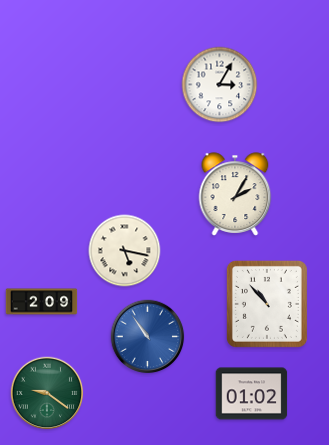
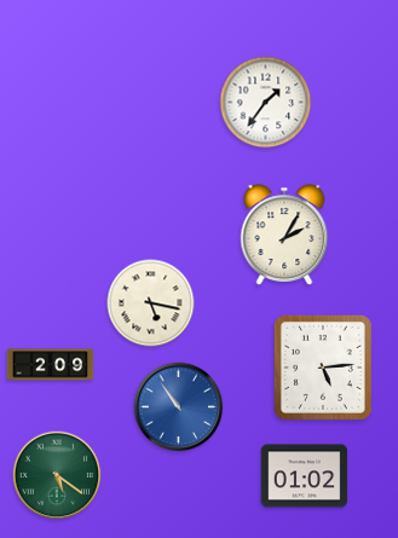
clock at (220, 85): 3:05 -> 1:36
clock at (267, 304): 10:53 -> 5:14
clock at (47, 393): 9:21 -> 5:21
